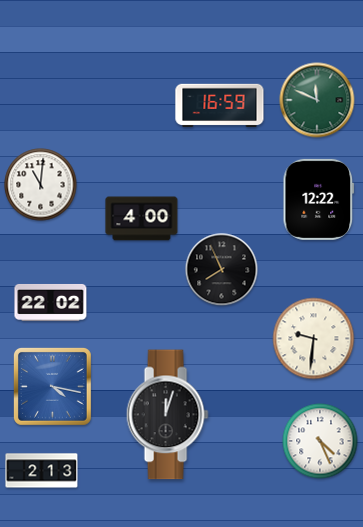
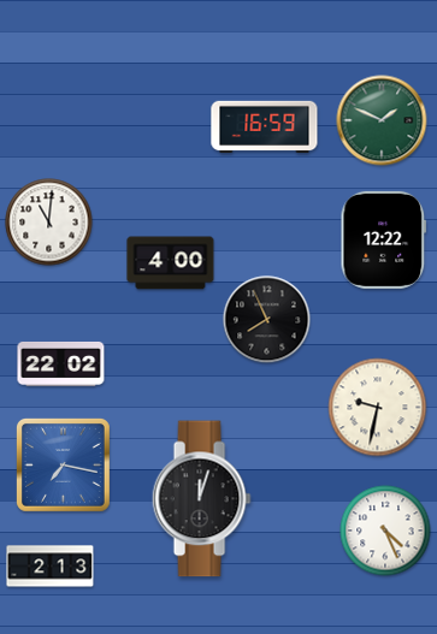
clock at (317, 100): 11:49 -> 1:49
clock at (222, 270) position: (222, 270) -> (267, 320)
clock at (314, 339): 9:31 -> 9:32
clock at (52, 386): 4:17 -> 7:17
